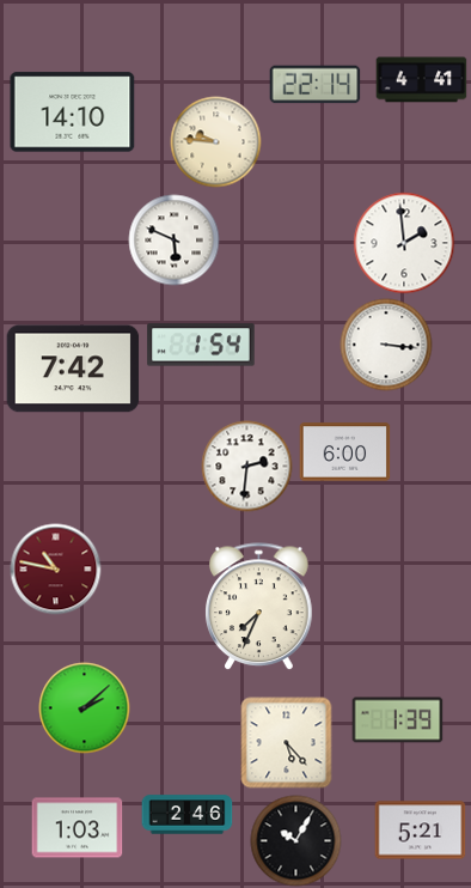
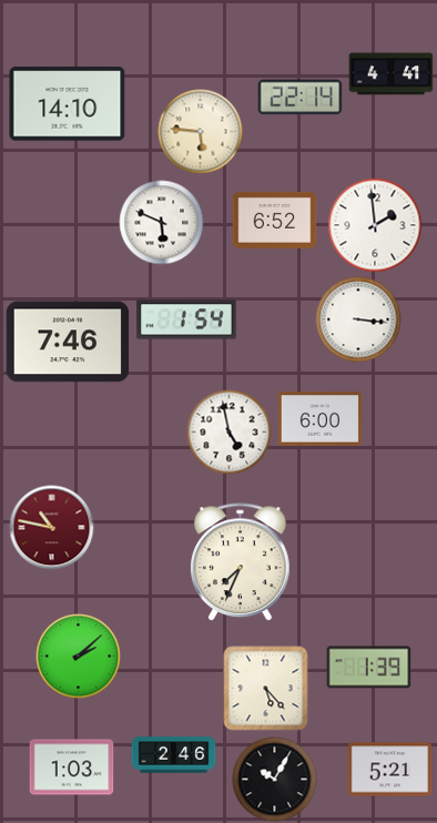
clock at (316, 85) position: (316, 85) -> (301, 98)
clock at (216, 142): 9:46 -> 5:46
clock at (275, 220): none -> 6:52
clock at (73, 369): 7:42 -> 7:46
clock at (247, 467): 2:31 -> 4:58
